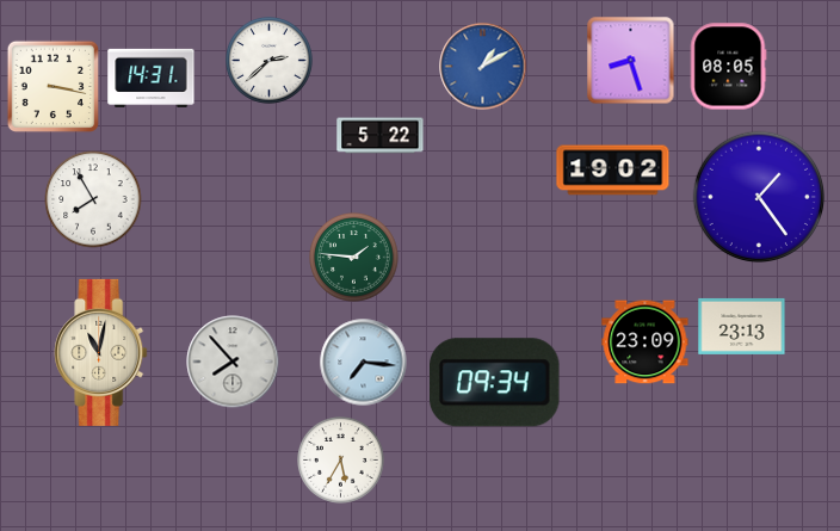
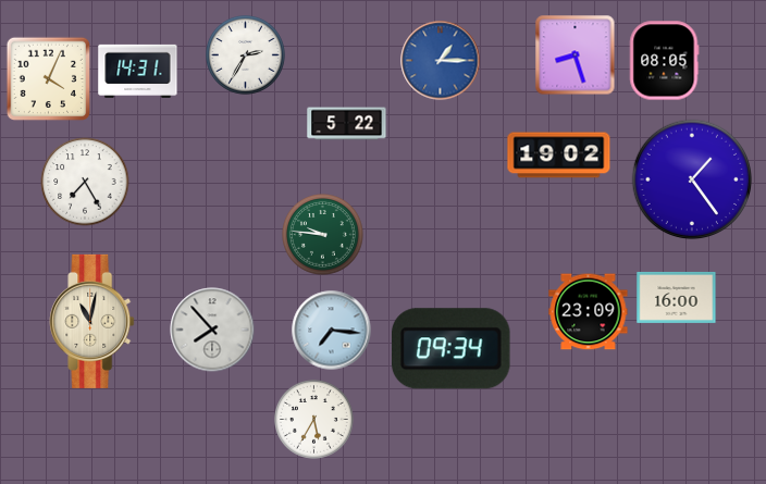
clock at (270, 61): 2:38 -> 2:35
clock at (483, 67): 1:10 -> 1:15
clock at (54, 87): 3:17 -> 4:04
clock at (93, 199): 7:55 -> 7:25
clock at (354, 258): 1:46 -> 9:46
clock at (742, 326): 23:13 -> 16:00
clock at (341, 461) position: (341, 461) -> (314, 420)
